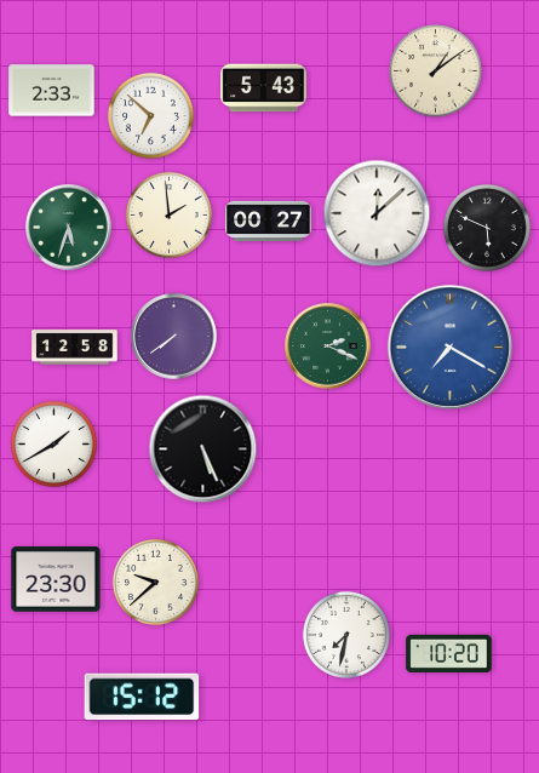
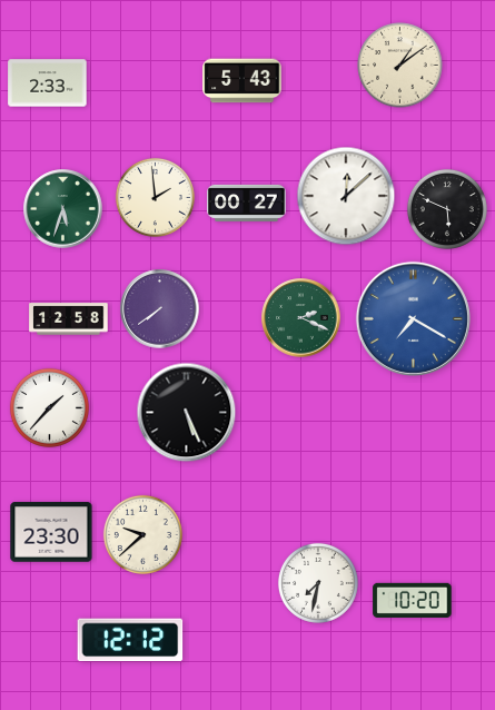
clock at (150, 115): 6:52 -> none
clock at (53, 443): 1:40 -> 1:37
clock at (142, 697): 15:12 -> 12:12
